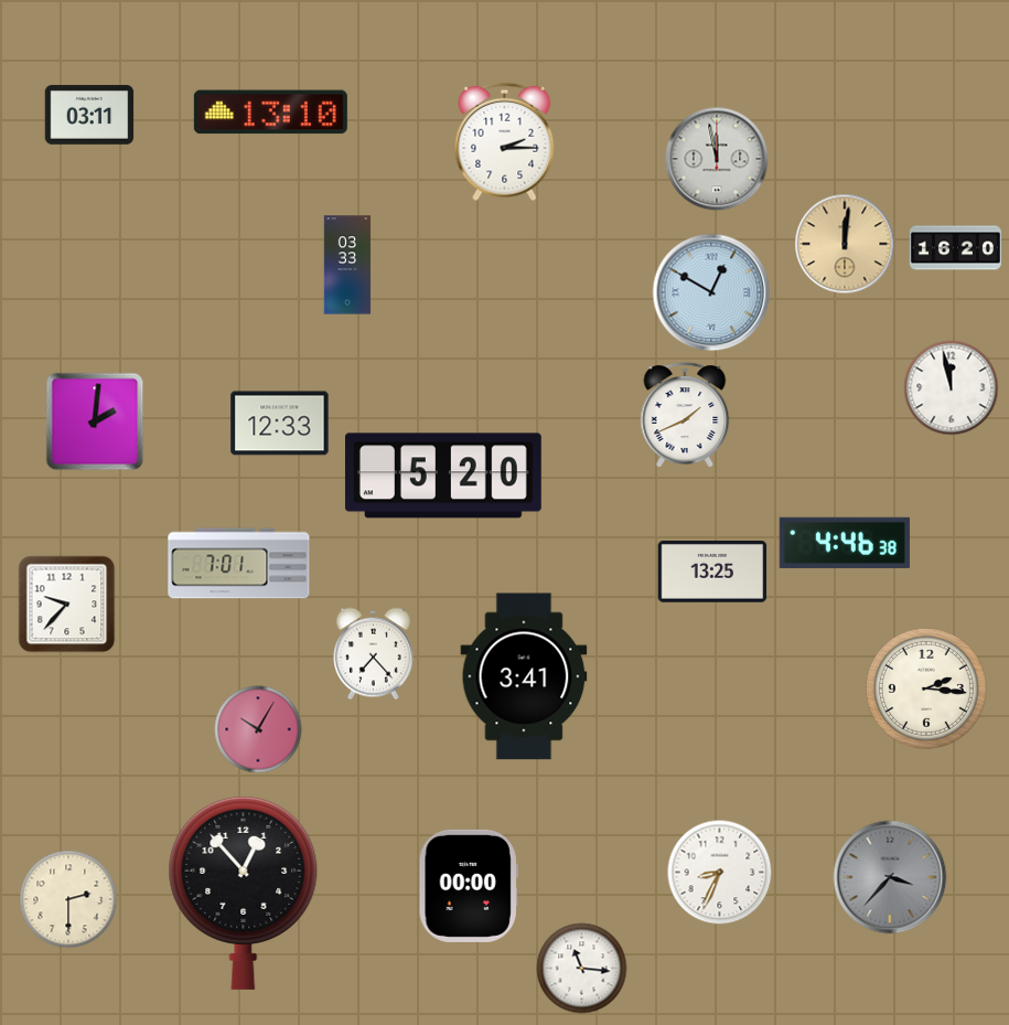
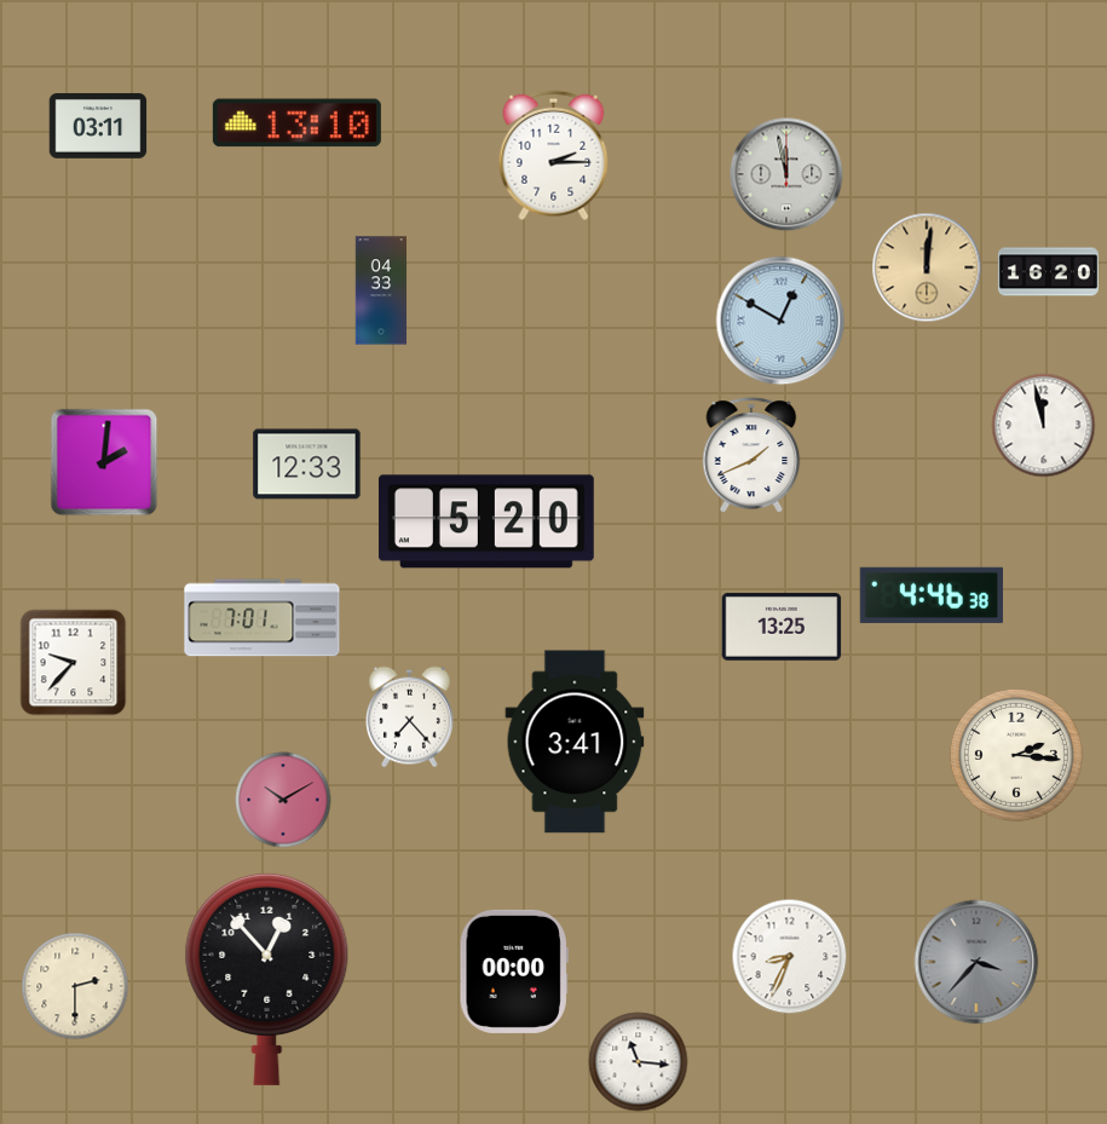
clock at (347, 265): 03:33 -> 04:33
clock at (845, 543) position: (845, 543) -> (932, 595)
clock at (258, 729): 10:05 -> 10:10
